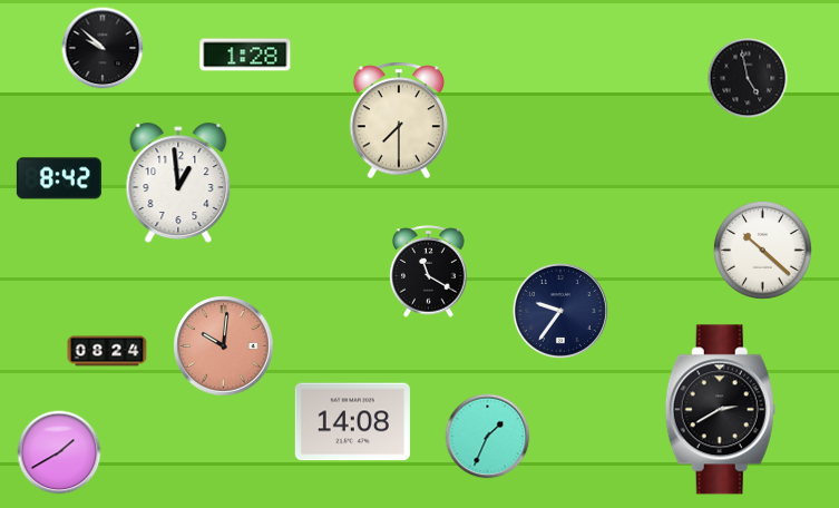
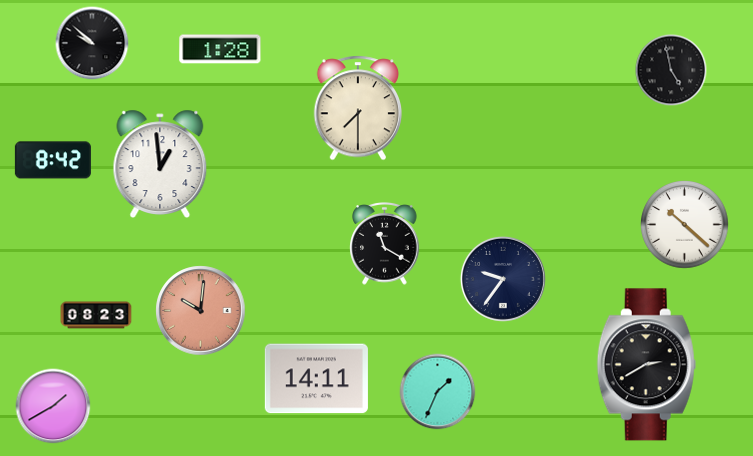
clock at (107, 351): 08:24 -> 08:23
clock at (720, 410) position: (720, 410) -> (646, 365)
clock at (352, 422): 14:08 -> 14:11
